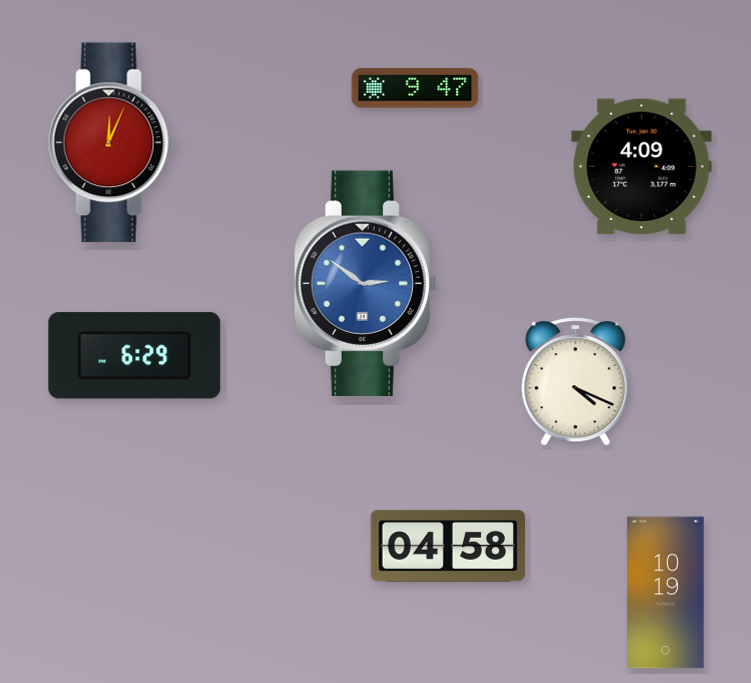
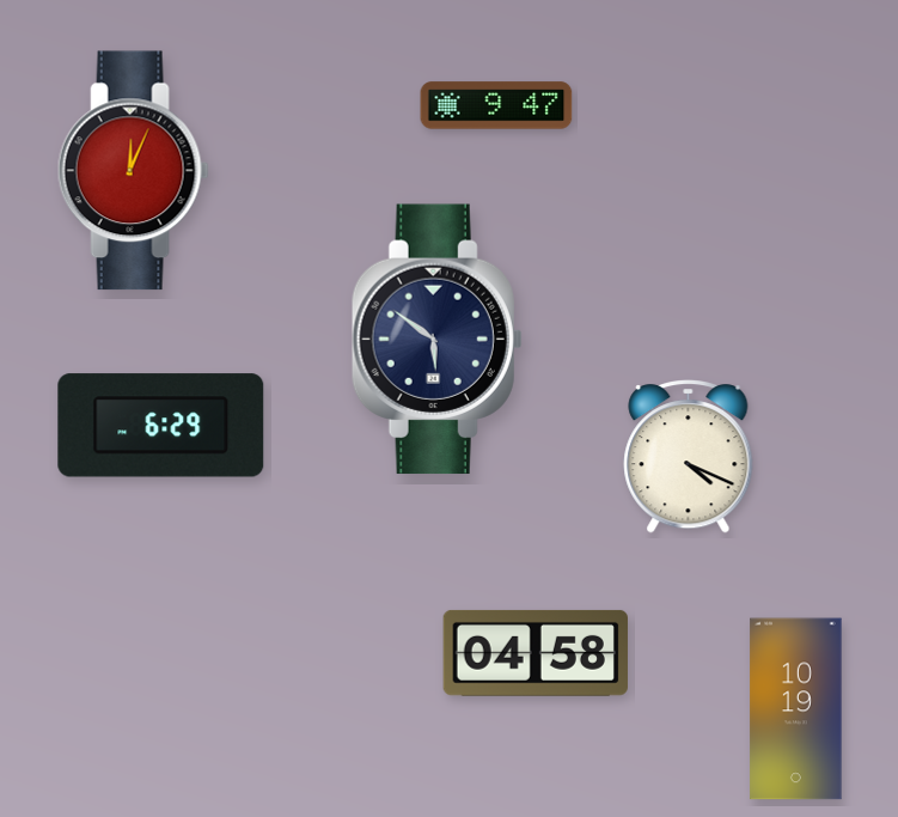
clock at (642, 167): 4:09 -> none
clock at (365, 284): 2:51 -> 5:51
clock at (365, 284) dial: blue -> navy
